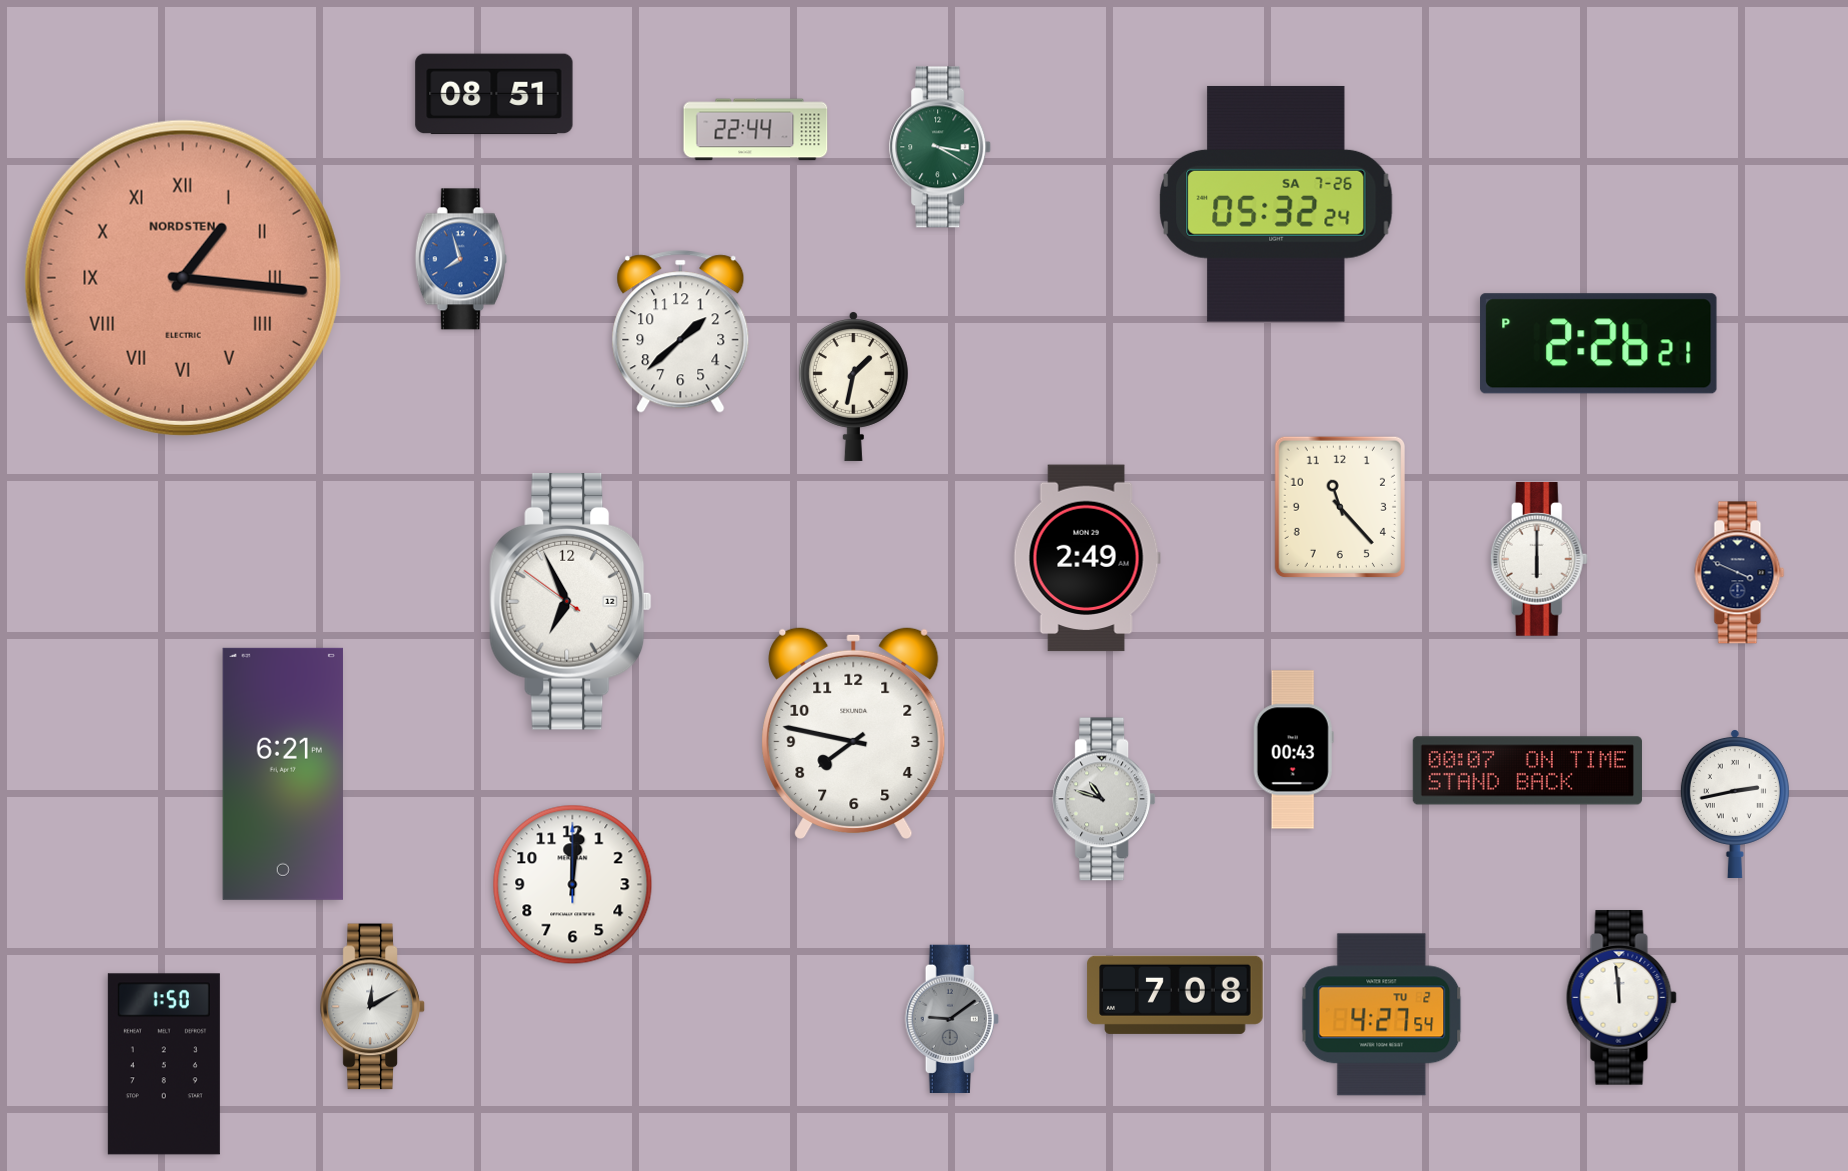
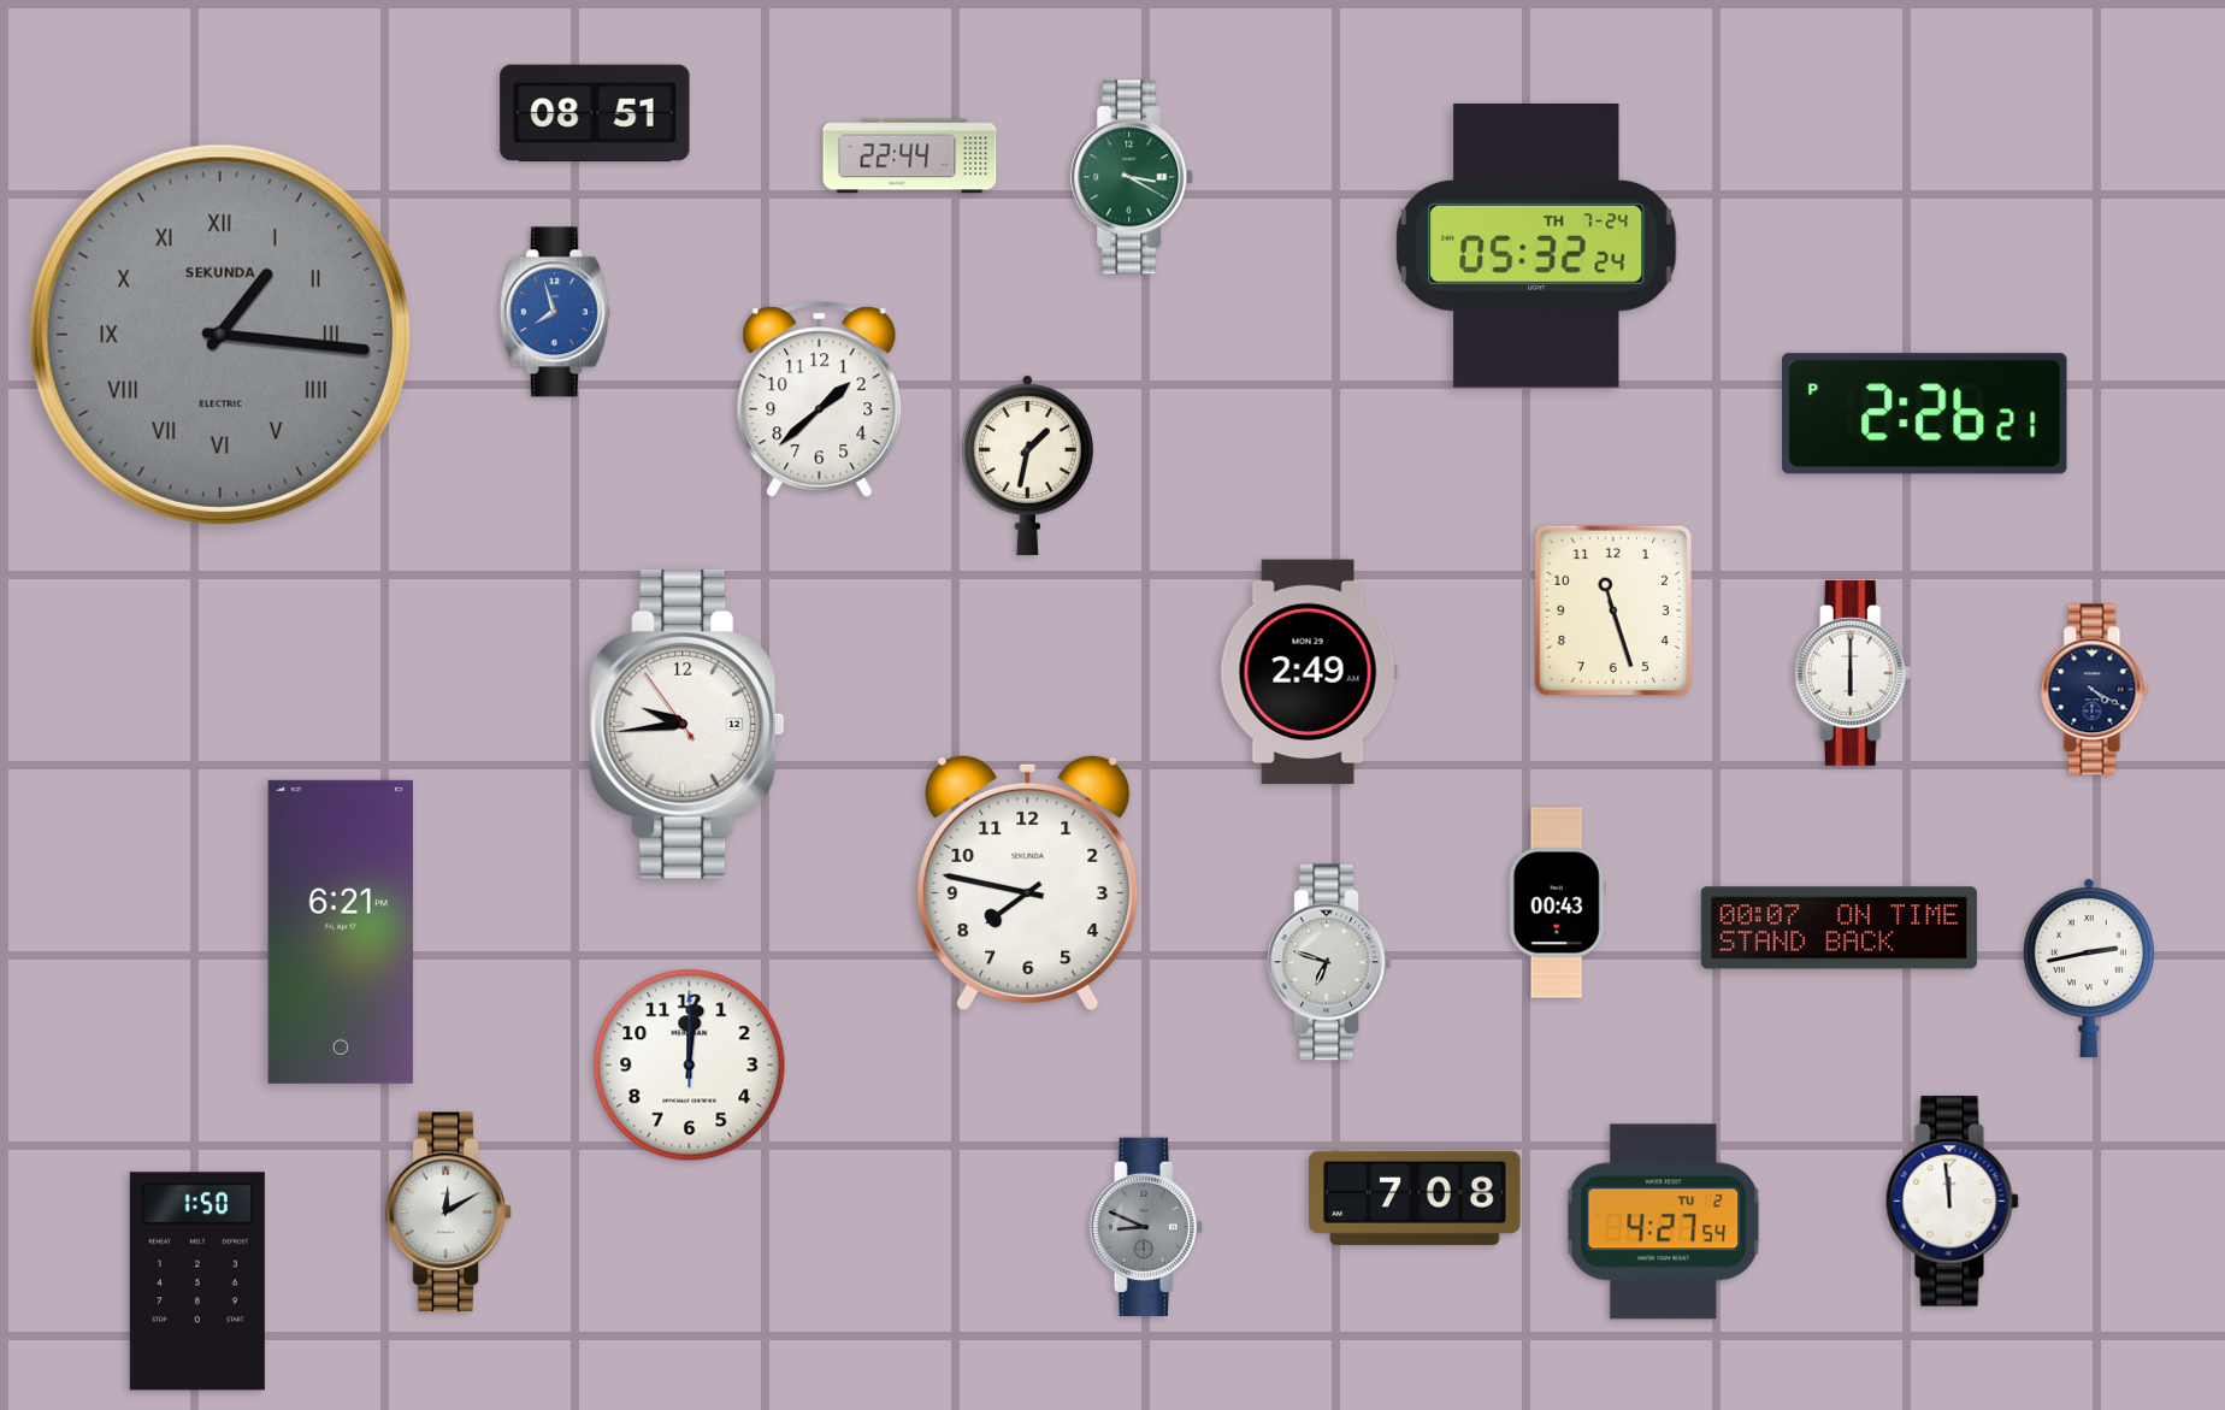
clock at (1276, 204) date: SA 7-26 -> TH 7-24
clock at (183, 278) dial: salmon -> grey
clock at (183, 278) brand: NORDSTEN -> SEKUNDA
clock at (1340, 507): 11:23 -> 11:27
clock at (1740, 573): 3:49 -> 4:20
clock at (571, 602): 6:55 -> 9:43
clock at (1104, 799): 10:48 -> 6:48
clock at (952, 1018): 9:09 -> 8:49
